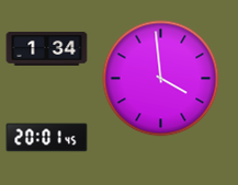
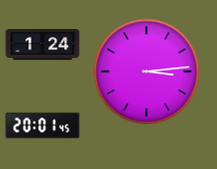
clock at (47, 49): 1:34 -> 1:24
clock at (161, 79): 3:59 -> 3:14
